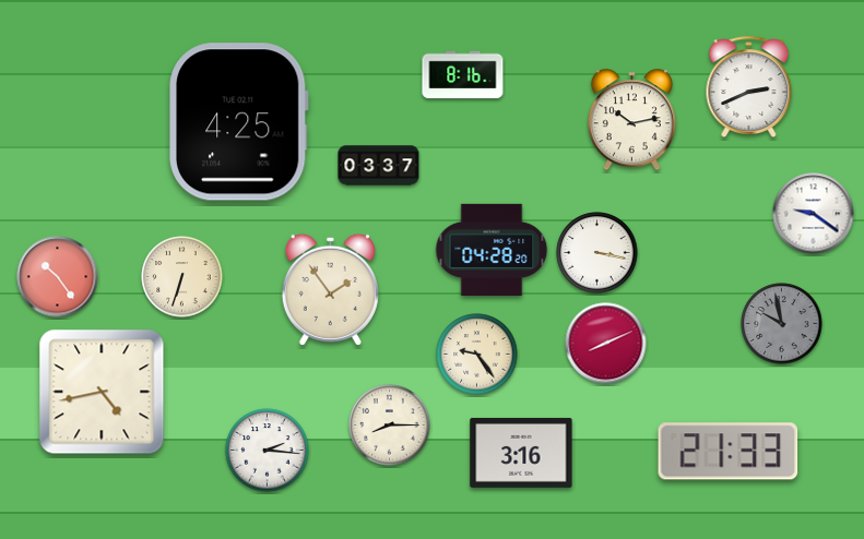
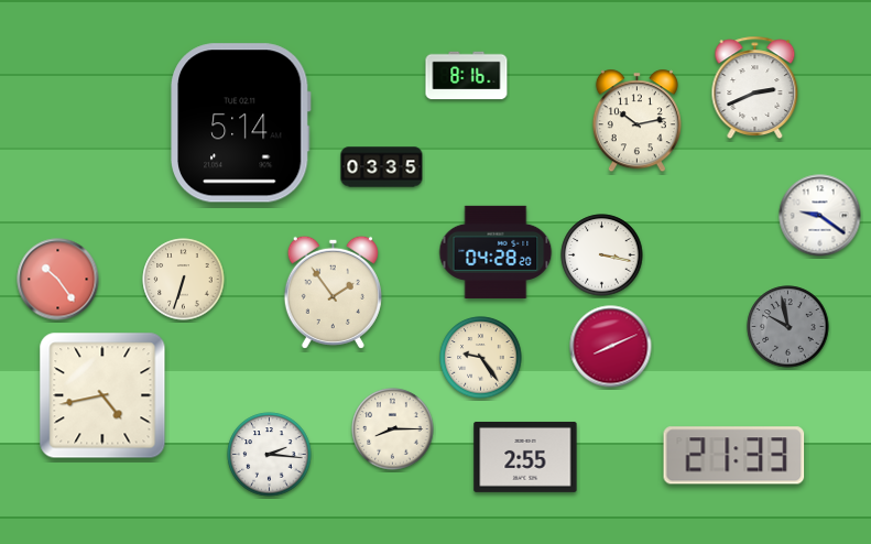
clock at (239, 122): 4:25 -> 5:14
clock at (379, 166): 03:37 -> 03:35
clock at (521, 453): 3:16 -> 2:55
